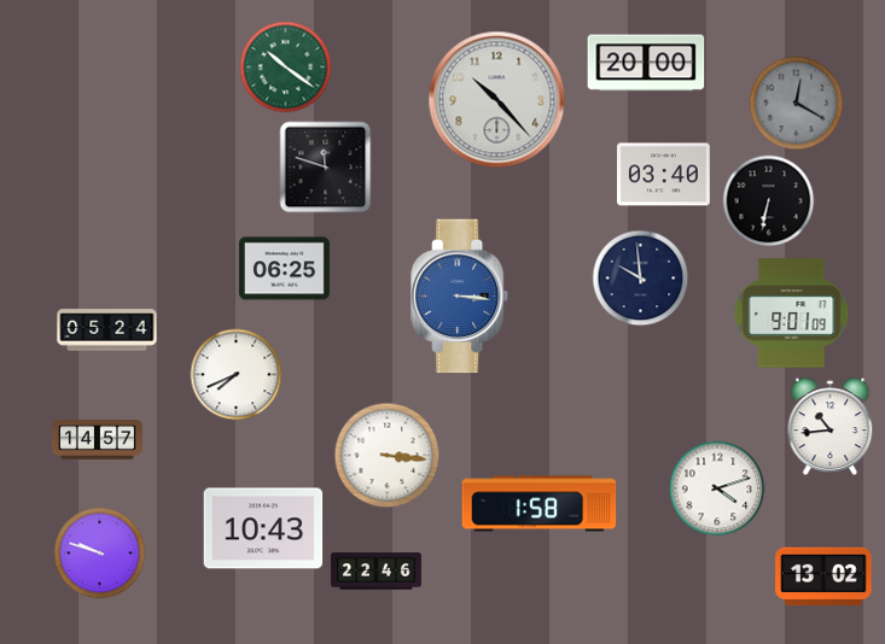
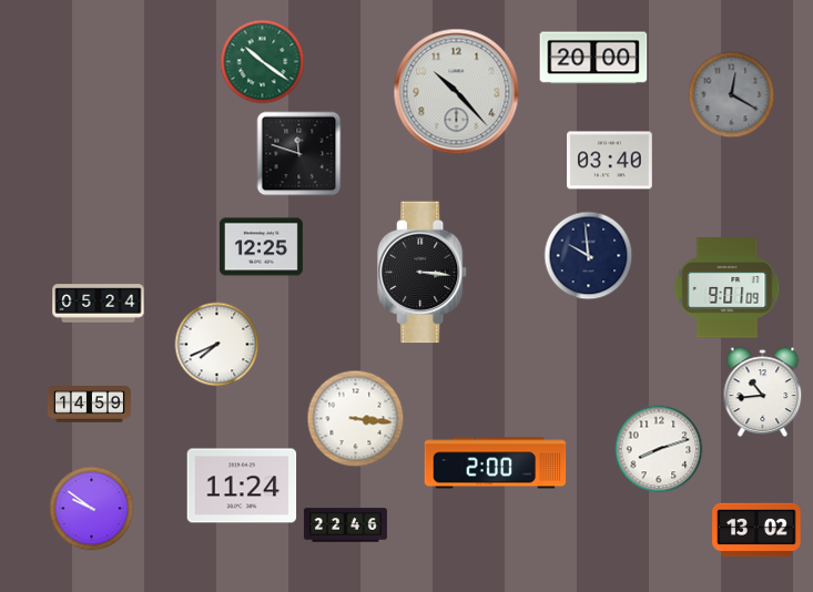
clock at (769, 201): 6:32 -> none
clock at (284, 269): 06:25 -> 12:25
clock at (461, 297) dial: blue -> black
clock at (97, 440): 14:57 -> 14:59
clock at (717, 488): 4:12 -> 8:12
clock at (540, 504): 1:58 -> 2:00
clock at (263, 528): 10:43 -> 11:24
clock at (100, 554): 9:48 -> 9:51
